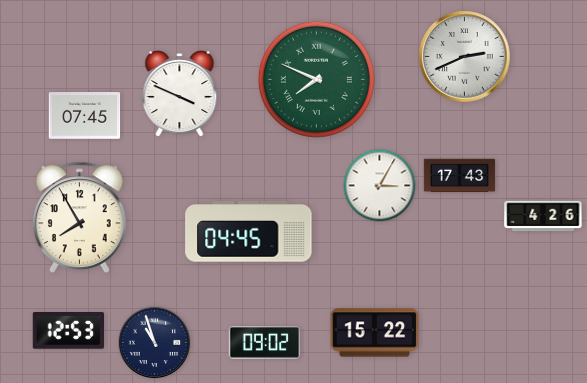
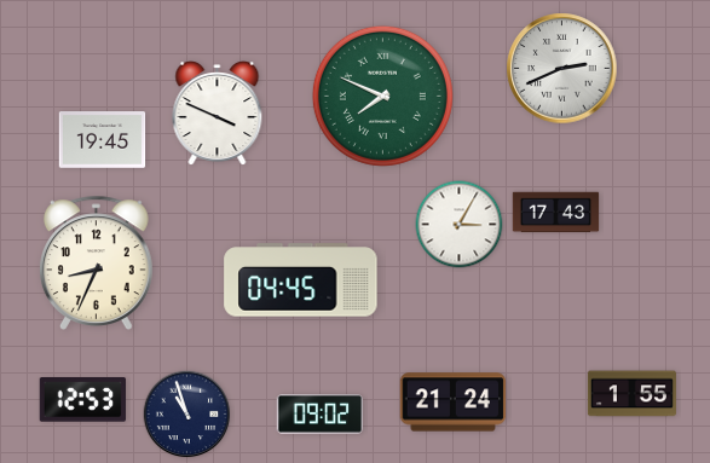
clock at (85, 116): 07:45 -> 19:45
clock at (543, 216): 4:26 -> none
clock at (79, 217): 7:55 -> 8:34
clock at (631, 394): none -> 1:55
clock at (375, 333): 15:22 -> 21:24
